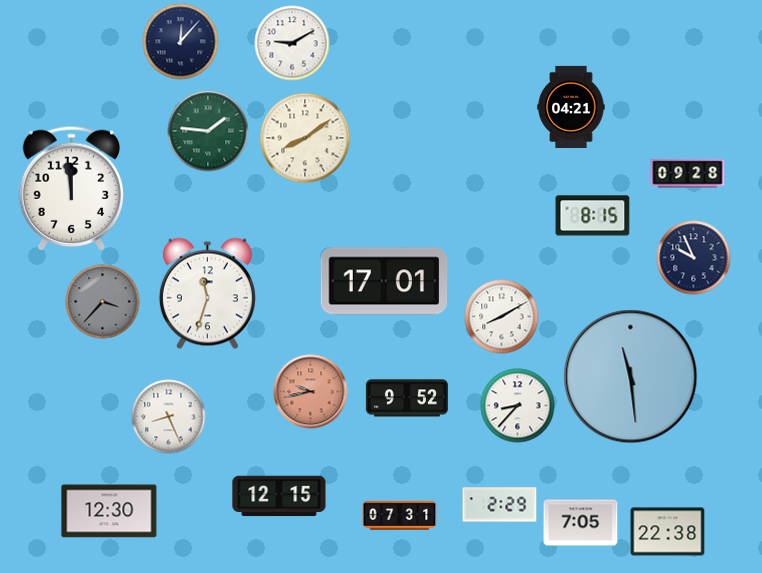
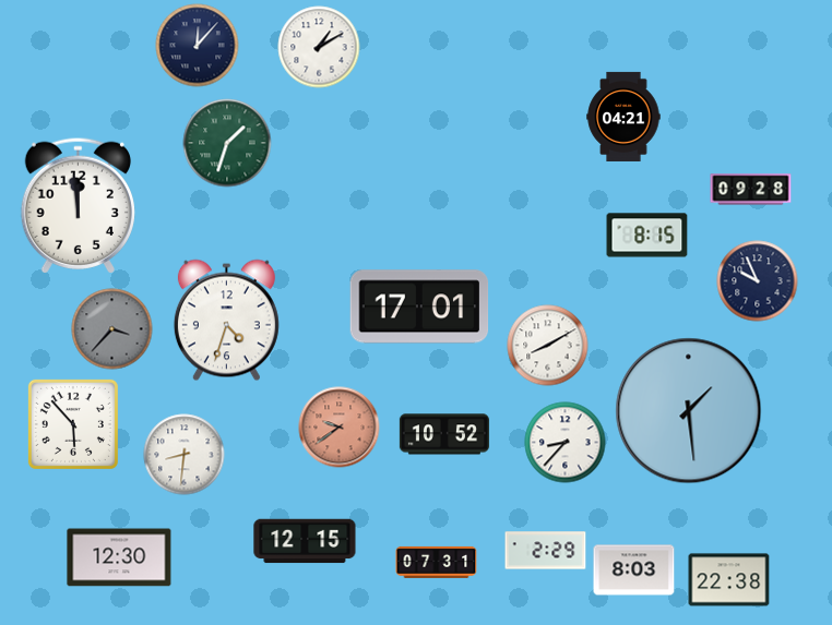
clock at (292, 43): 9:10 -> 1:10
clock at (208, 131): 1:46 -> 1:33
clock at (305, 138): 8:09 -> none
clock at (207, 294): 11:33 -> 4:33
clock at (631, 377): 11:29 -> 1:29
clock at (73, 424): none -> 5:53
clock at (311, 392): 9:43 -> 9:39
clock at (407, 398): 9:52 -> 10:52
clock at (169, 417): 8:26 -> 8:31
clock at (581, 523): 7:05 -> 8:03
